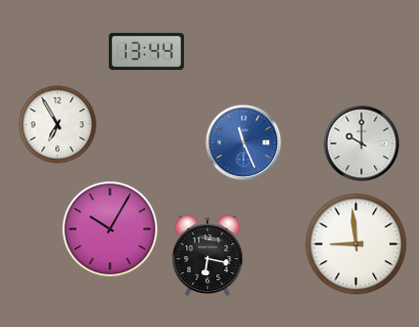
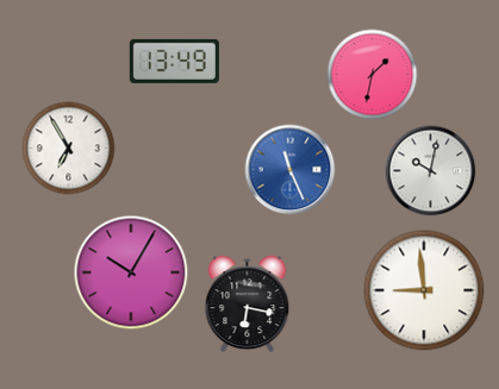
clock at (146, 51): 13:44 -> 13:49
clock at (373, 75): none -> 1:32
clock at (362, 144): 10:00 -> 10:02
